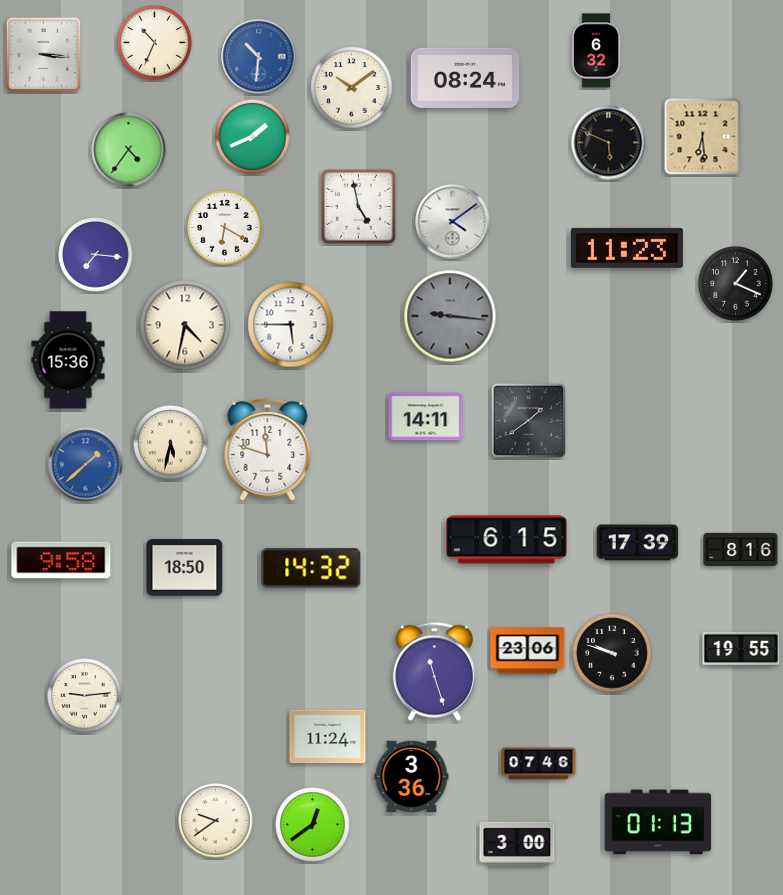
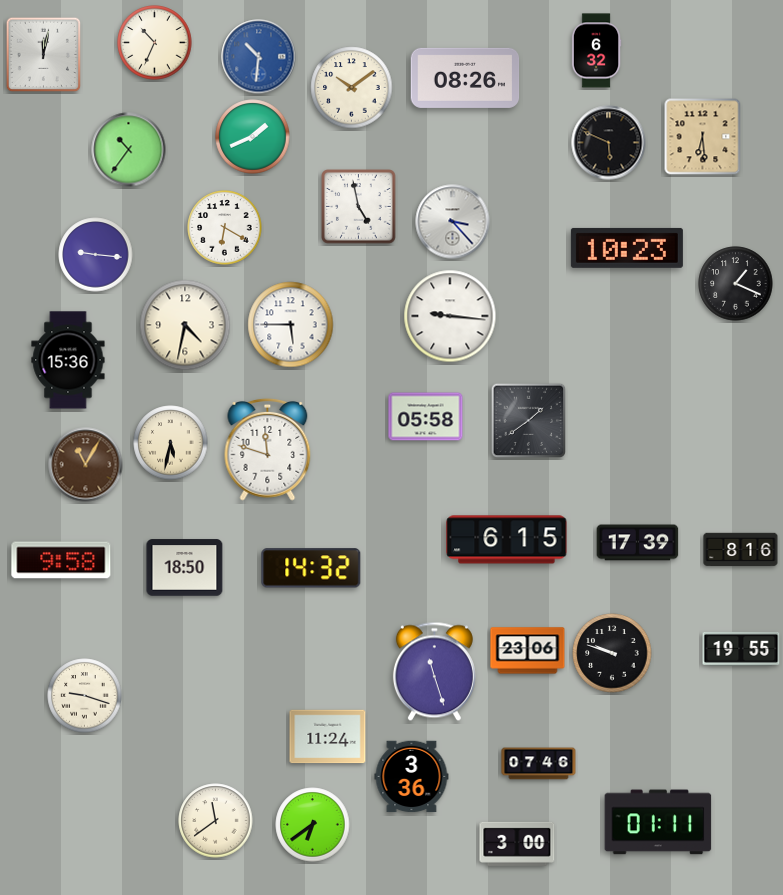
clock at (44, 55): 3:16 -> 12:02
clock at (465, 78): 08:24 -> 08:26
clock at (129, 150): 4:36 -> 10:36
clock at (453, 222): 4:09 -> 3:23
clock at (627, 248): 11:23 -> 10:23
clock at (96, 255): 7:16 -> 9:16
clock at (450, 316) dial: grey -> white
clock at (426, 417): 14:11 -> 05:58
clock at (86, 465): 1:38 -> 11:05
clock at (86, 465) dial: blue -> brown
clock at (85, 696): 9:14 -> 9:18
clock at (216, 821): 9:39 -> 11:39
clock at (658, 822): 01:13 -> 01:11
clock at (313, 825): 12:39 -> 6:39
